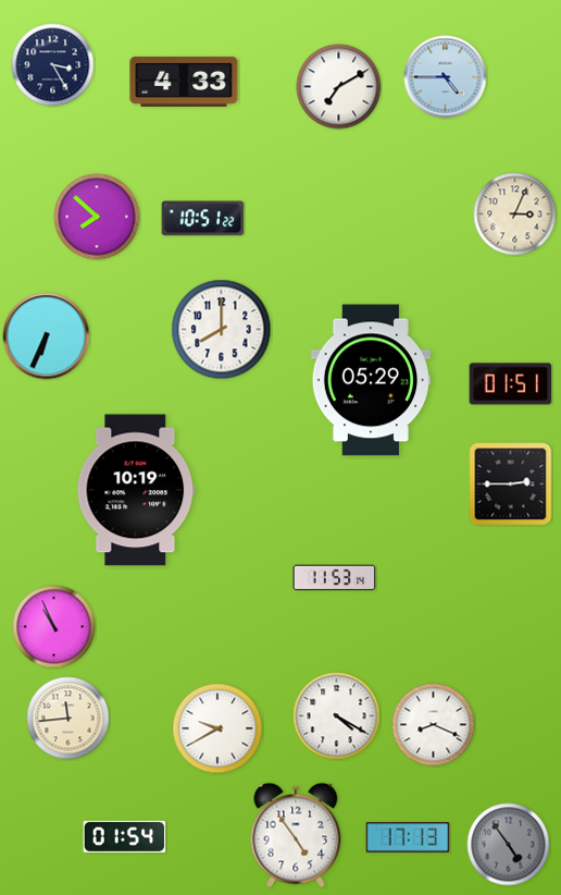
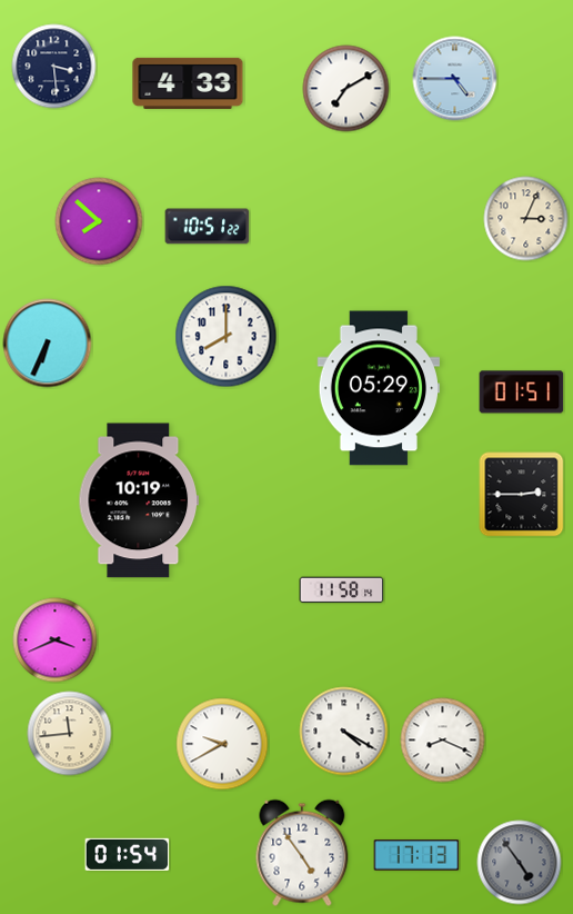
clock at (53, 65): 3:25 -> 3:29
clock at (203, 219) position: (203, 219) -> (208, 227)
clock at (335, 578): 11:53 -> 11:58
clock at (54, 627): 10:56 -> 3:41
